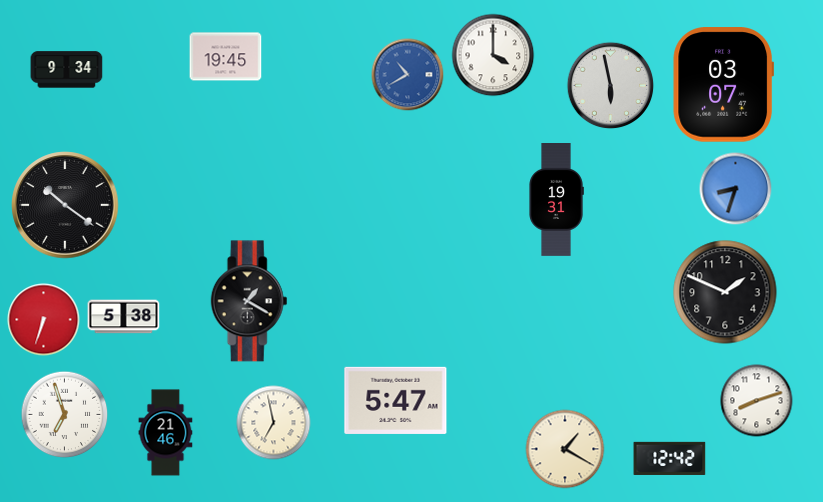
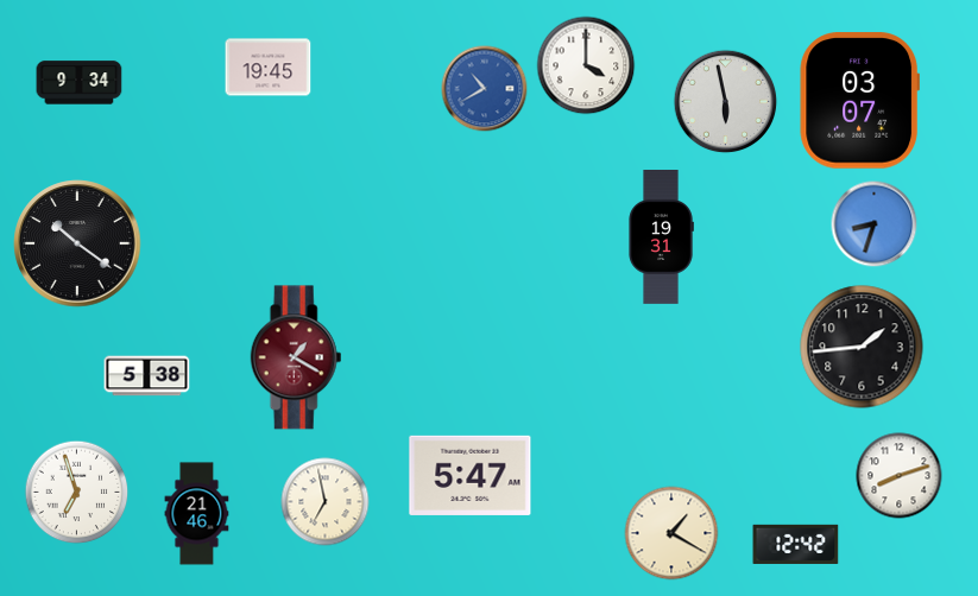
clock at (725, 292): 1:49 -> 1:44
clock at (249, 301) dial: black -> burgundy
clock at (44, 320): 6:33 -> none
